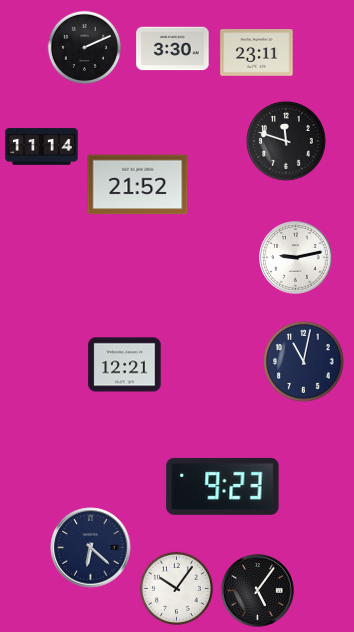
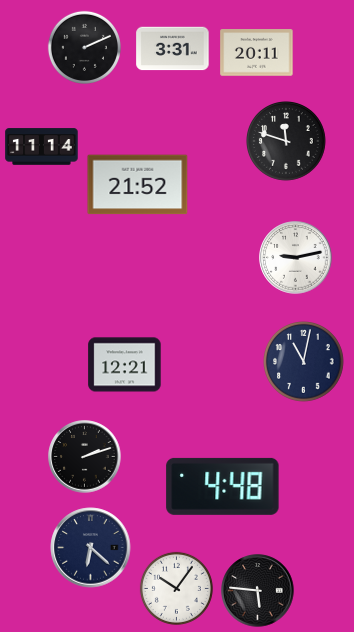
clock at (173, 49): 3:30 -> 3:31
clock at (257, 53): 23:11 -> 20:11
clock at (85, 457): none -> 2:12
clock at (223, 486): 9:23 -> 4:48
clock at (258, 591): 5:06 -> 5:46
